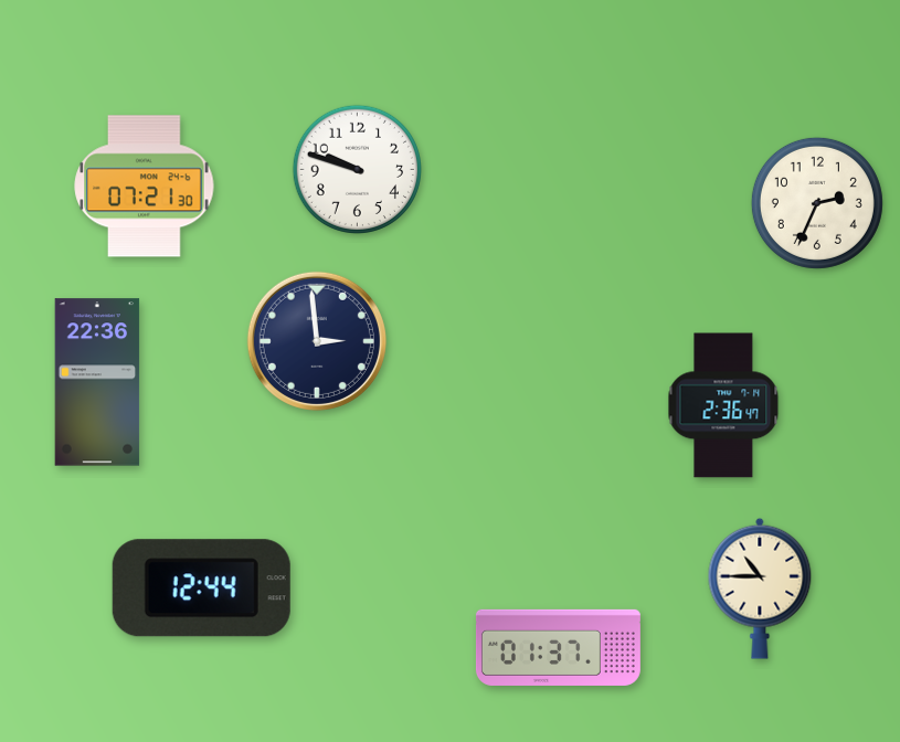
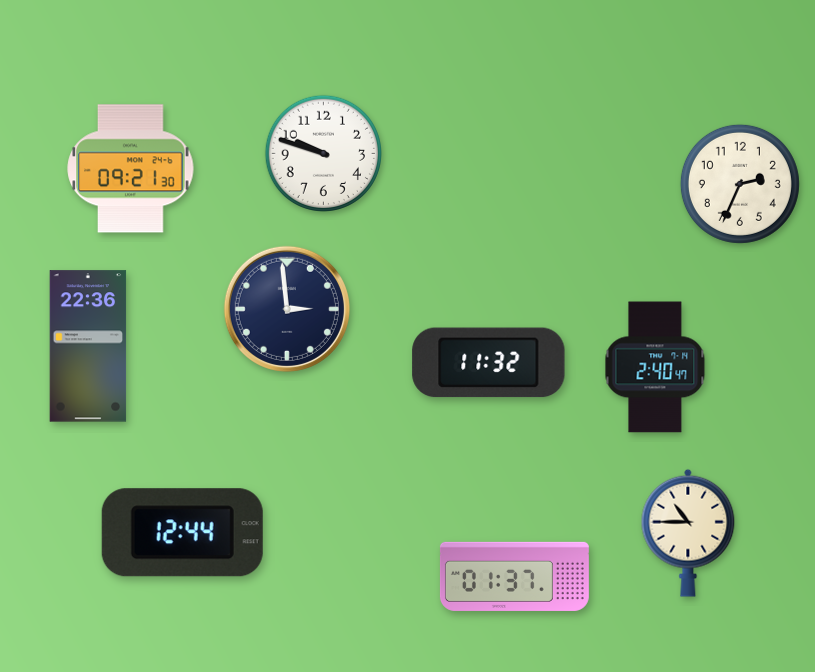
clock at (145, 187): 07:21 -> 09:21
clock at (489, 363): none -> 11:32
clock at (723, 405): 2:36 -> 2:40
clock at (558, 647) position: (558, 647) -> (514, 576)
